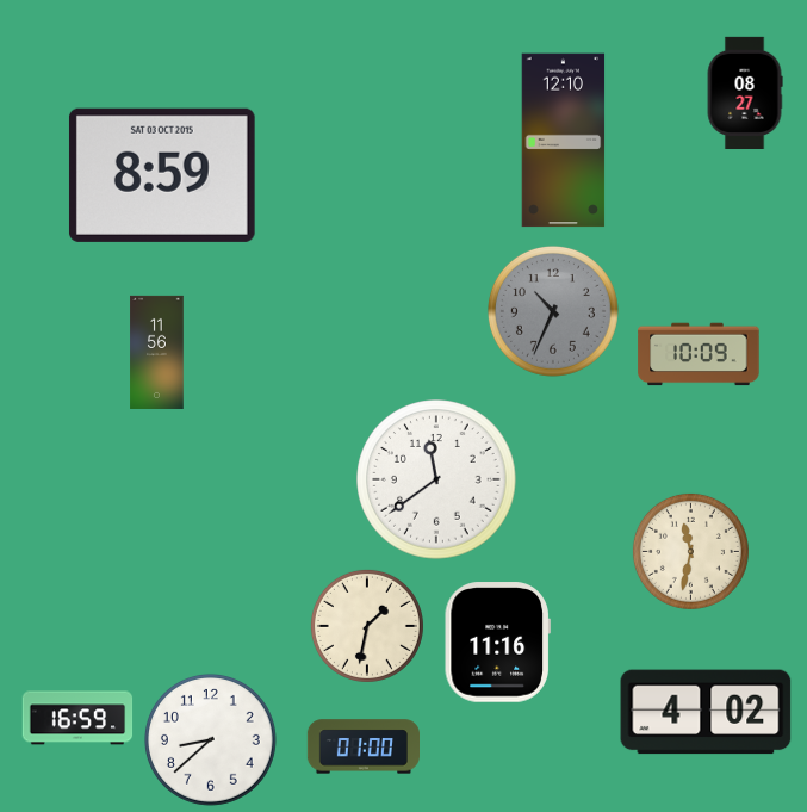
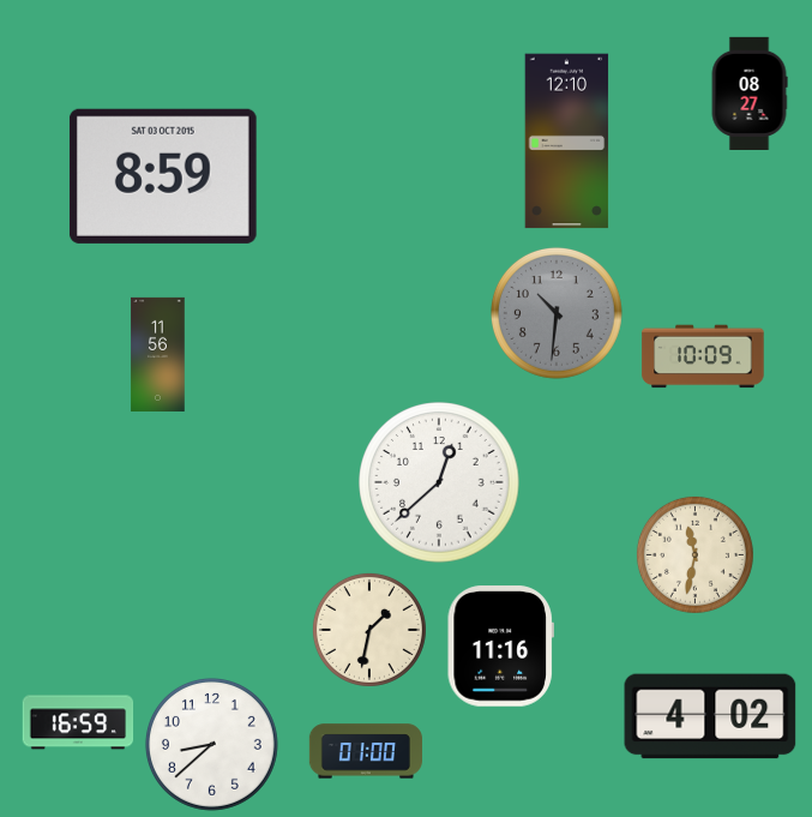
clock at (553, 311): 10:34 -> 10:31
clock at (436, 479): 11:39 -> 12:38
